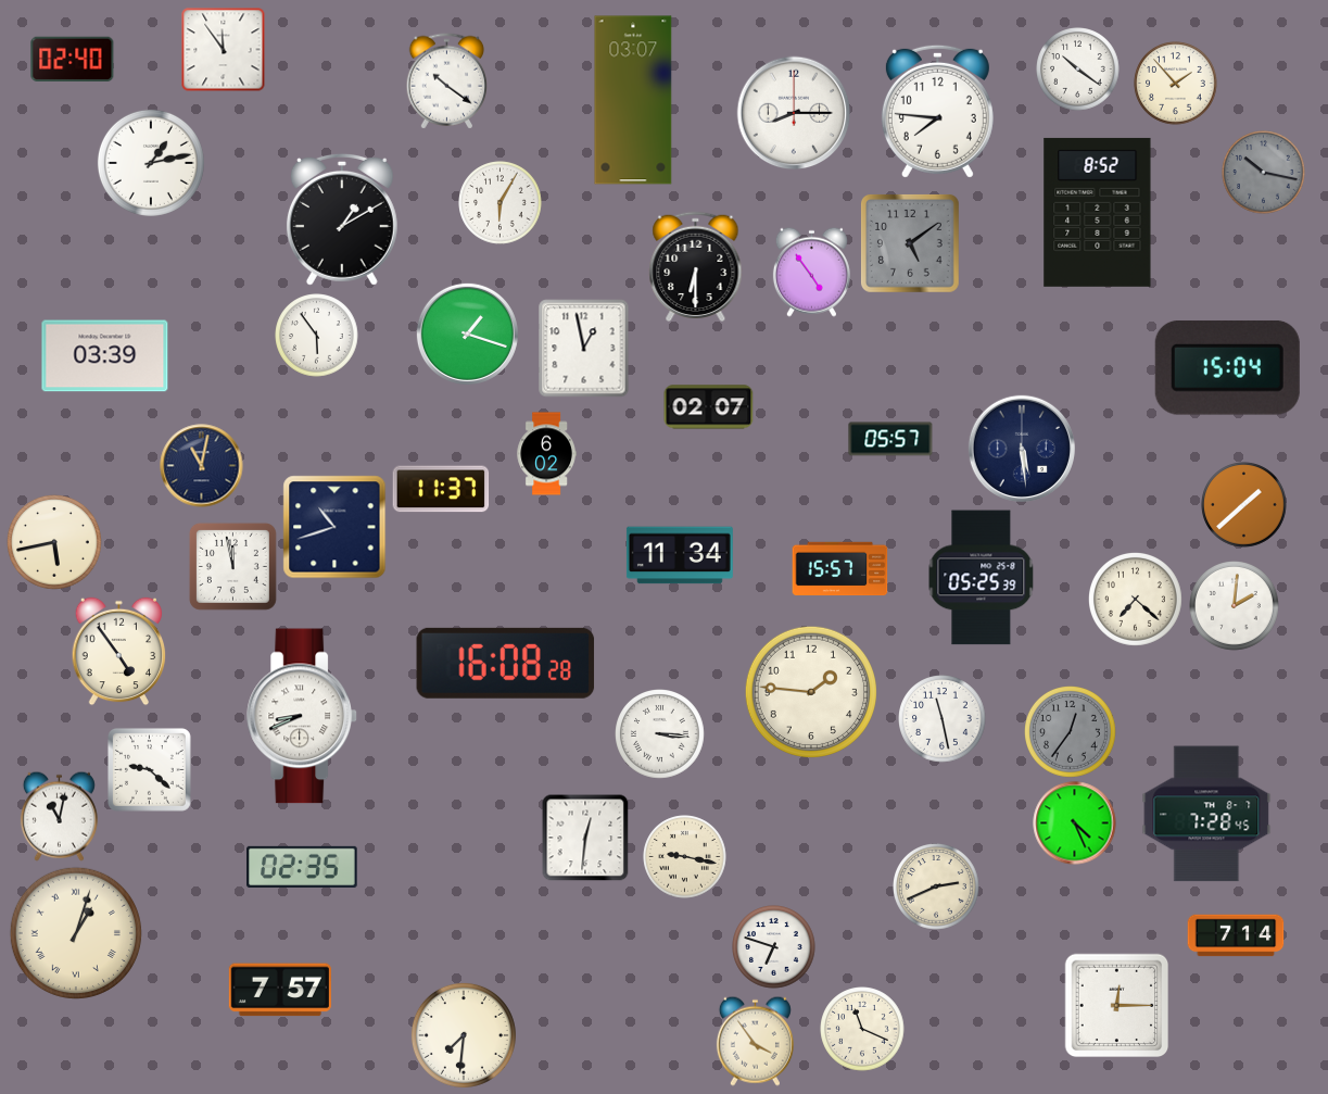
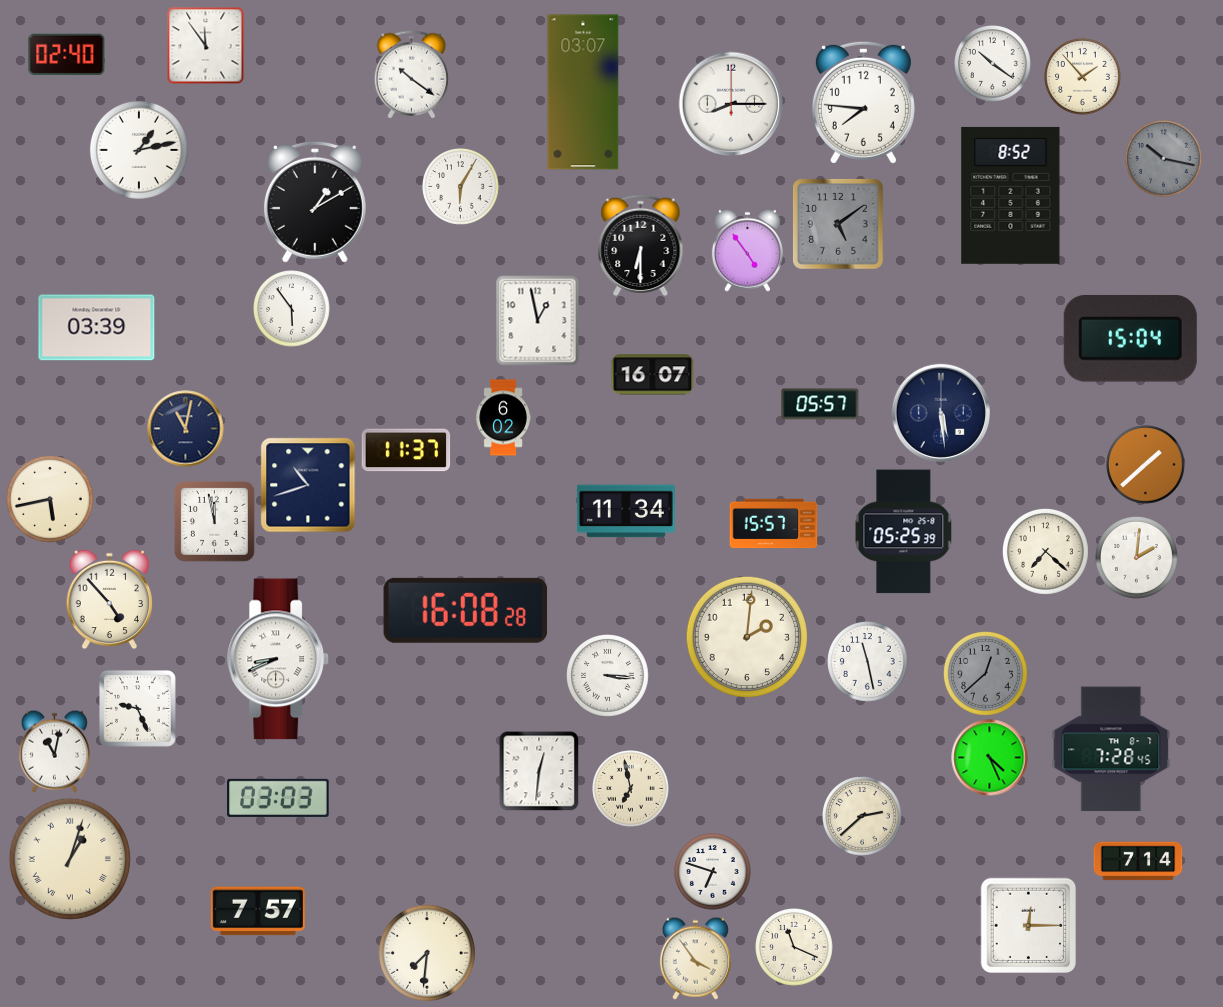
clock at (467, 334): 1:18 -> none
clock at (709, 407): 02:07 -> 16:07
clock at (119, 652): 4:54 -> 4:53
clock at (811, 692): 1:46 -> 2:01
clock at (1071, 732): 12:36 -> 12:38
clock at (149, 769): 9:22 -> 9:26
clock at (685, 857): 9:17 -> 6:58
clock at (302, 867): 02:35 -> 03:03
clock at (936, 886): 2:41 -> 2:38
